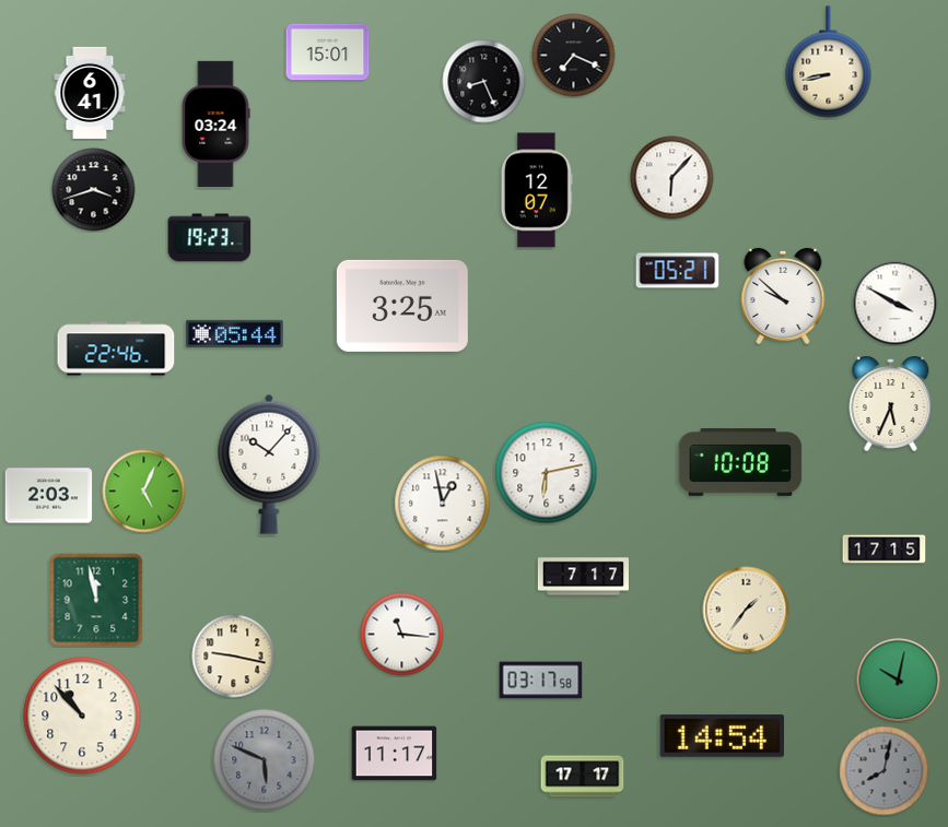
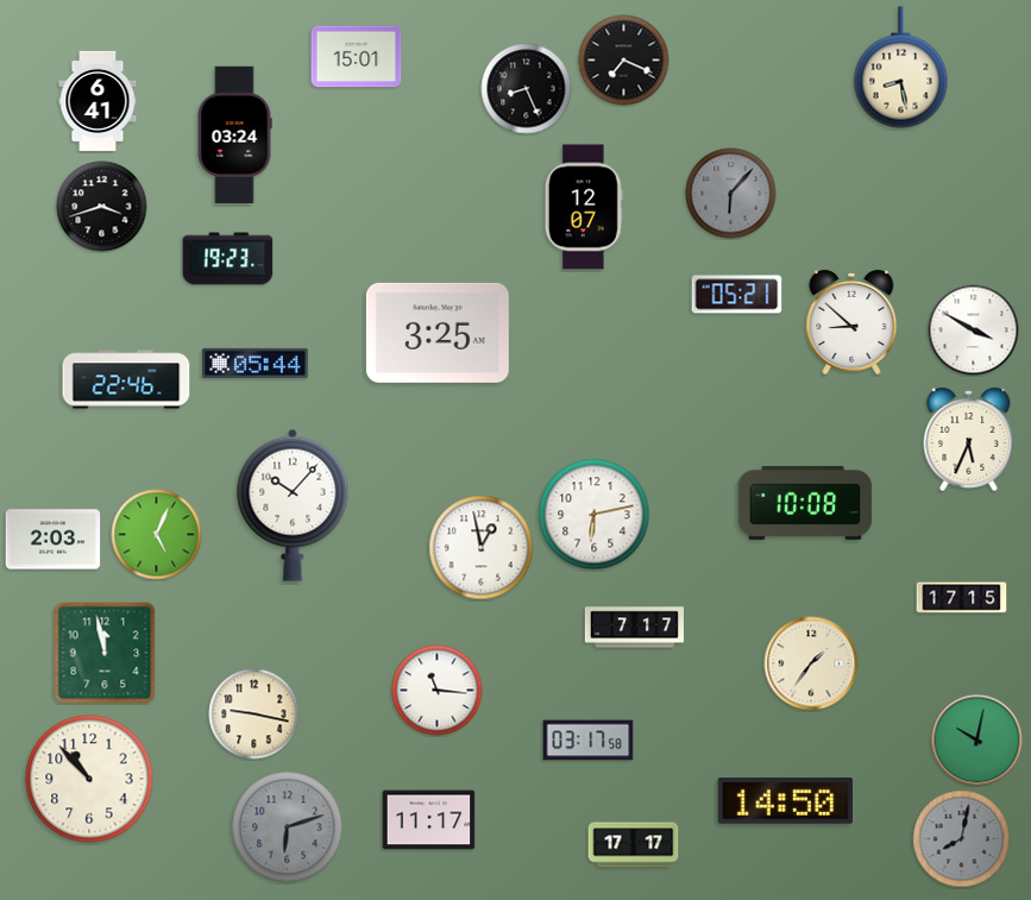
clock at (829, 62): 8:43 -> 8:28
clock at (672, 178) dial: white -> grey
clock at (783, 296): 9:52 -> 8:52
clock at (722, 736): 14:54 -> 14:50
clock at (265, 760): 5:49 -> 6:12
